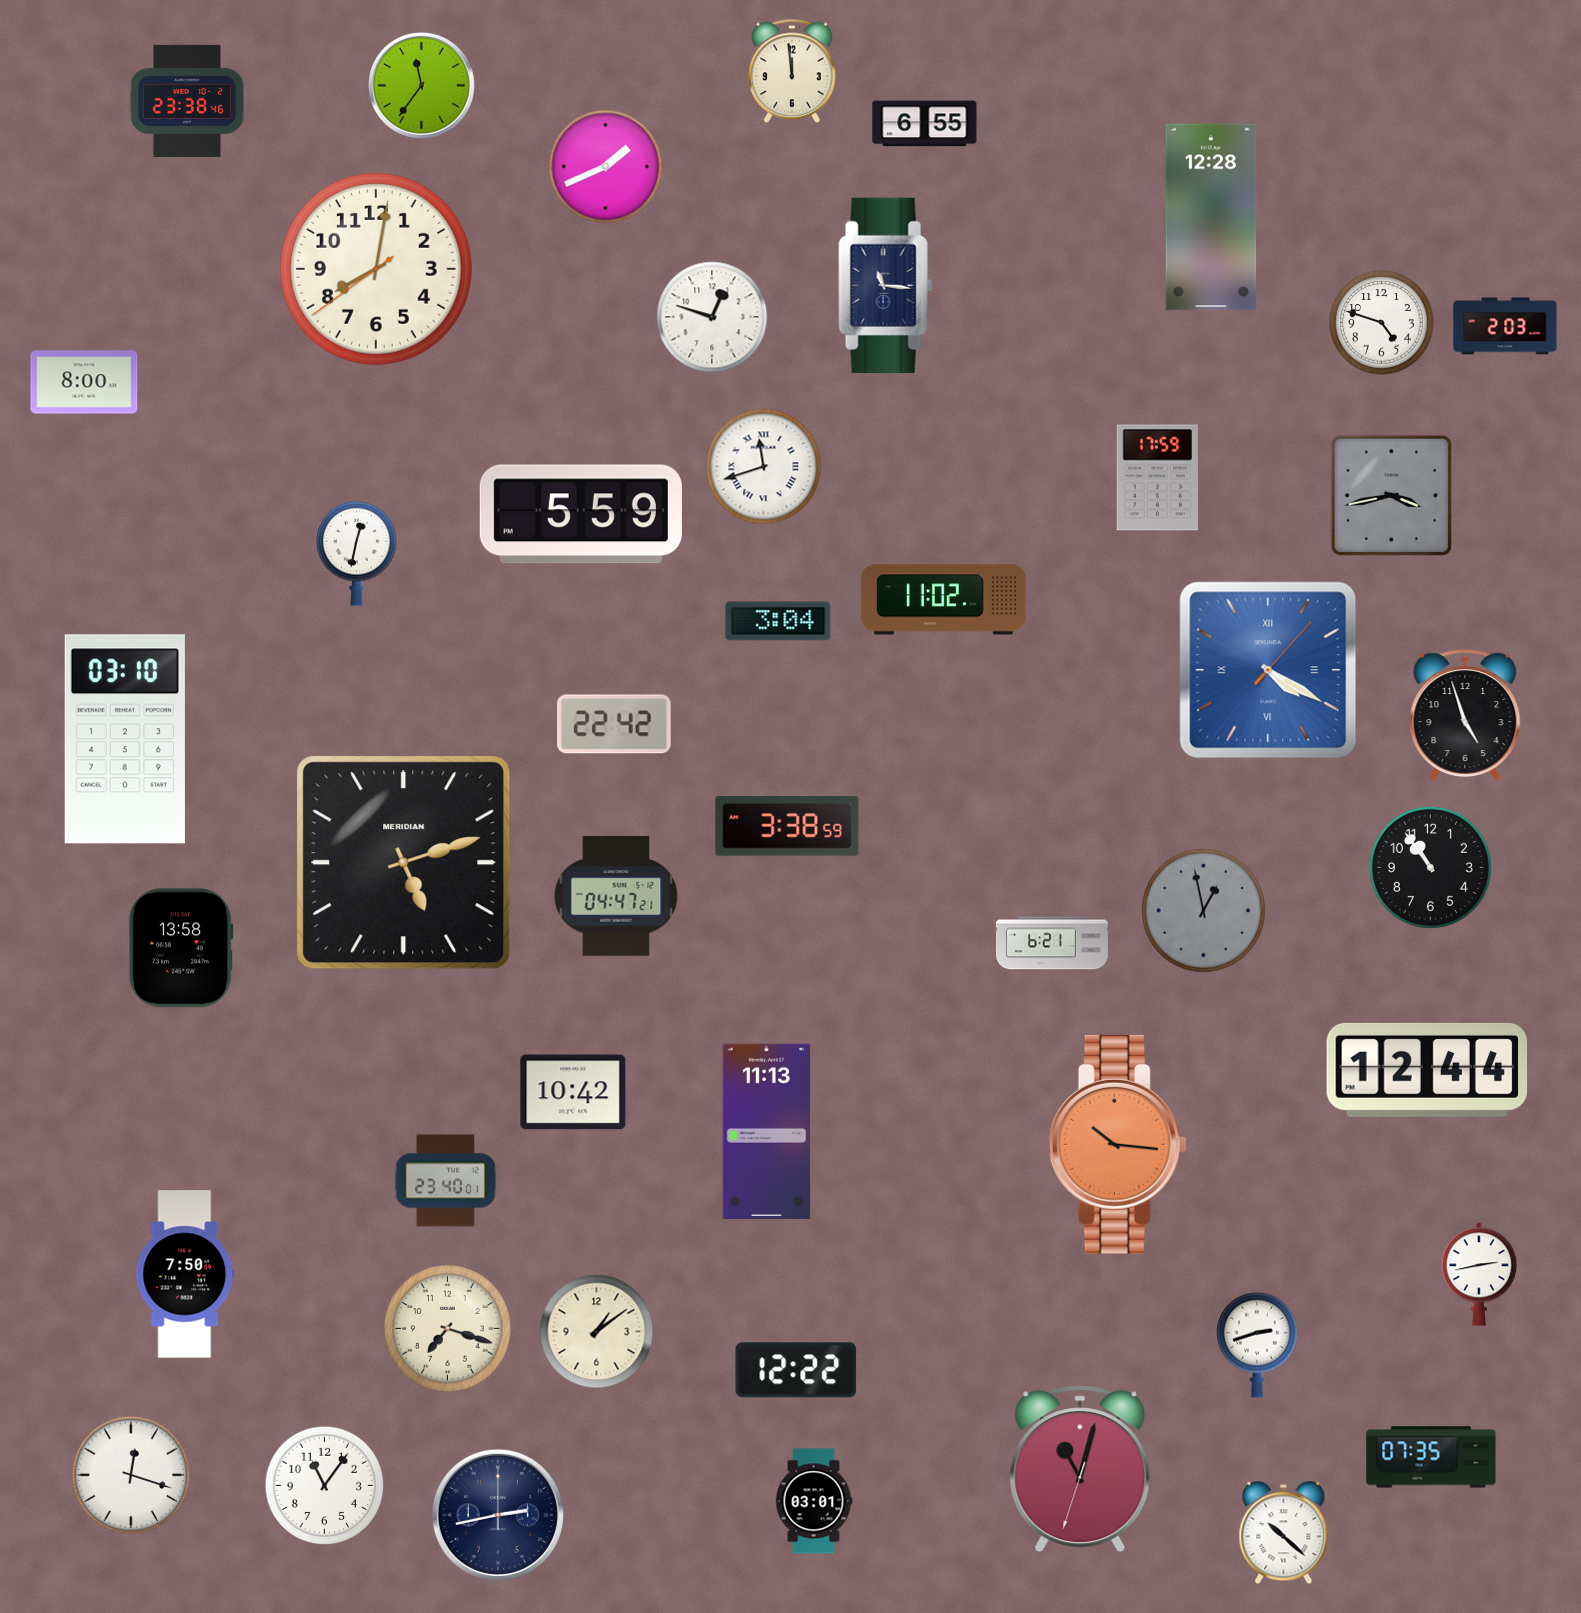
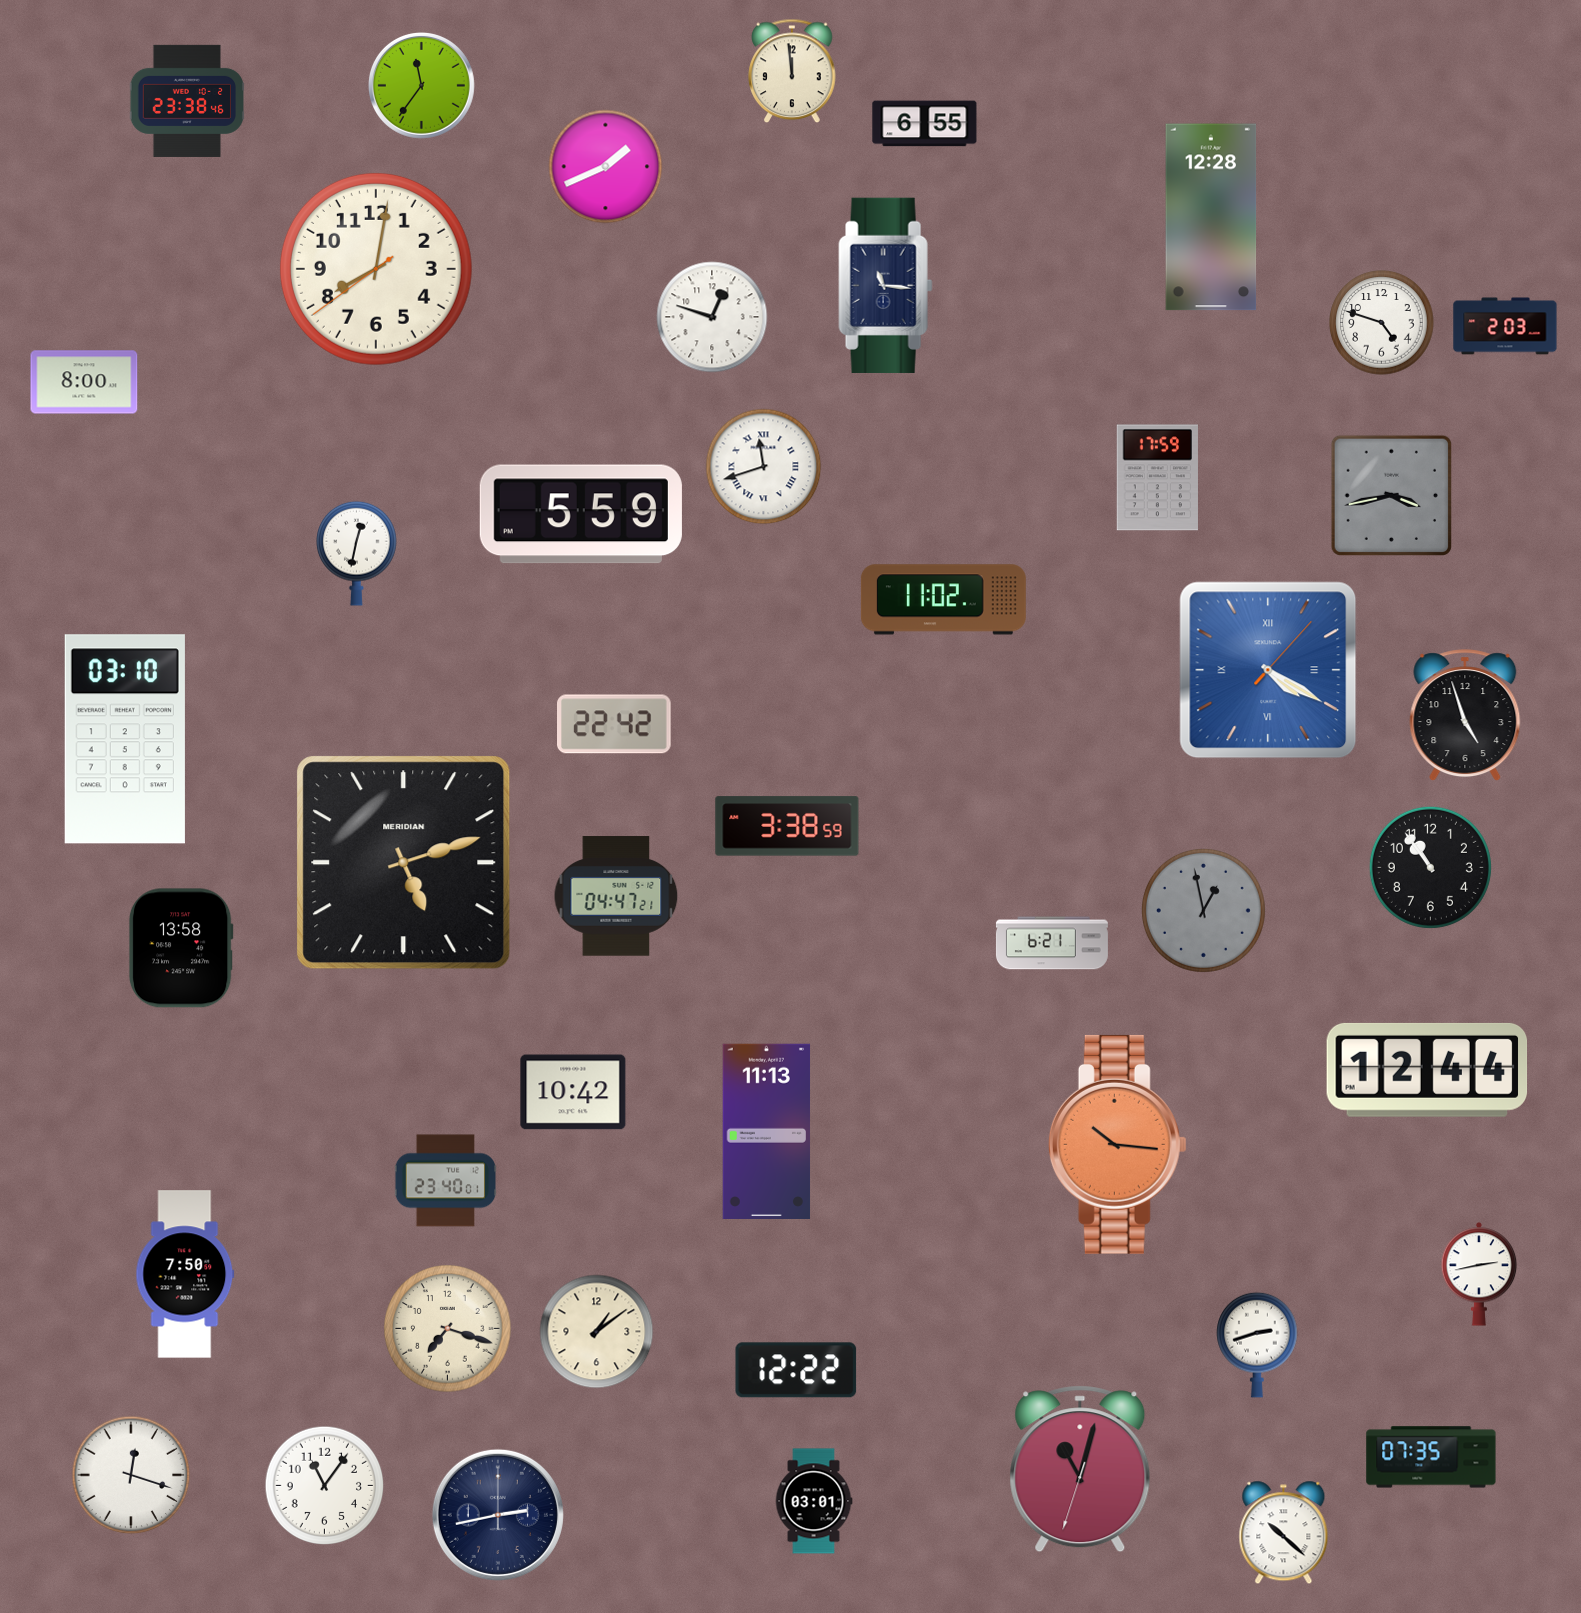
clock at (778, 621): 3:04 -> none
